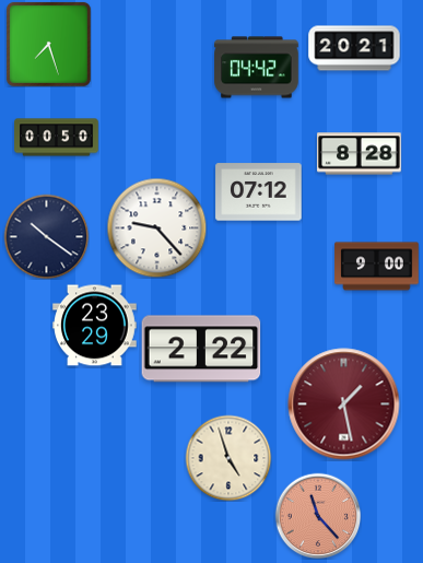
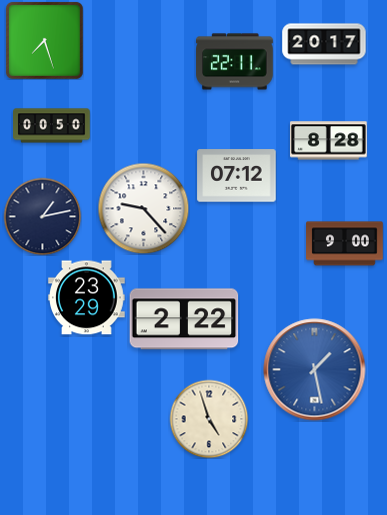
clock at (354, 48): 20:21 -> 20:17
clock at (257, 68): 04:42 -> 22:11
clock at (46, 236): 10:21 -> 1:13
clock at (344, 404) dial: burgundy -> blue
clock at (318, 516): 11:23 -> none
